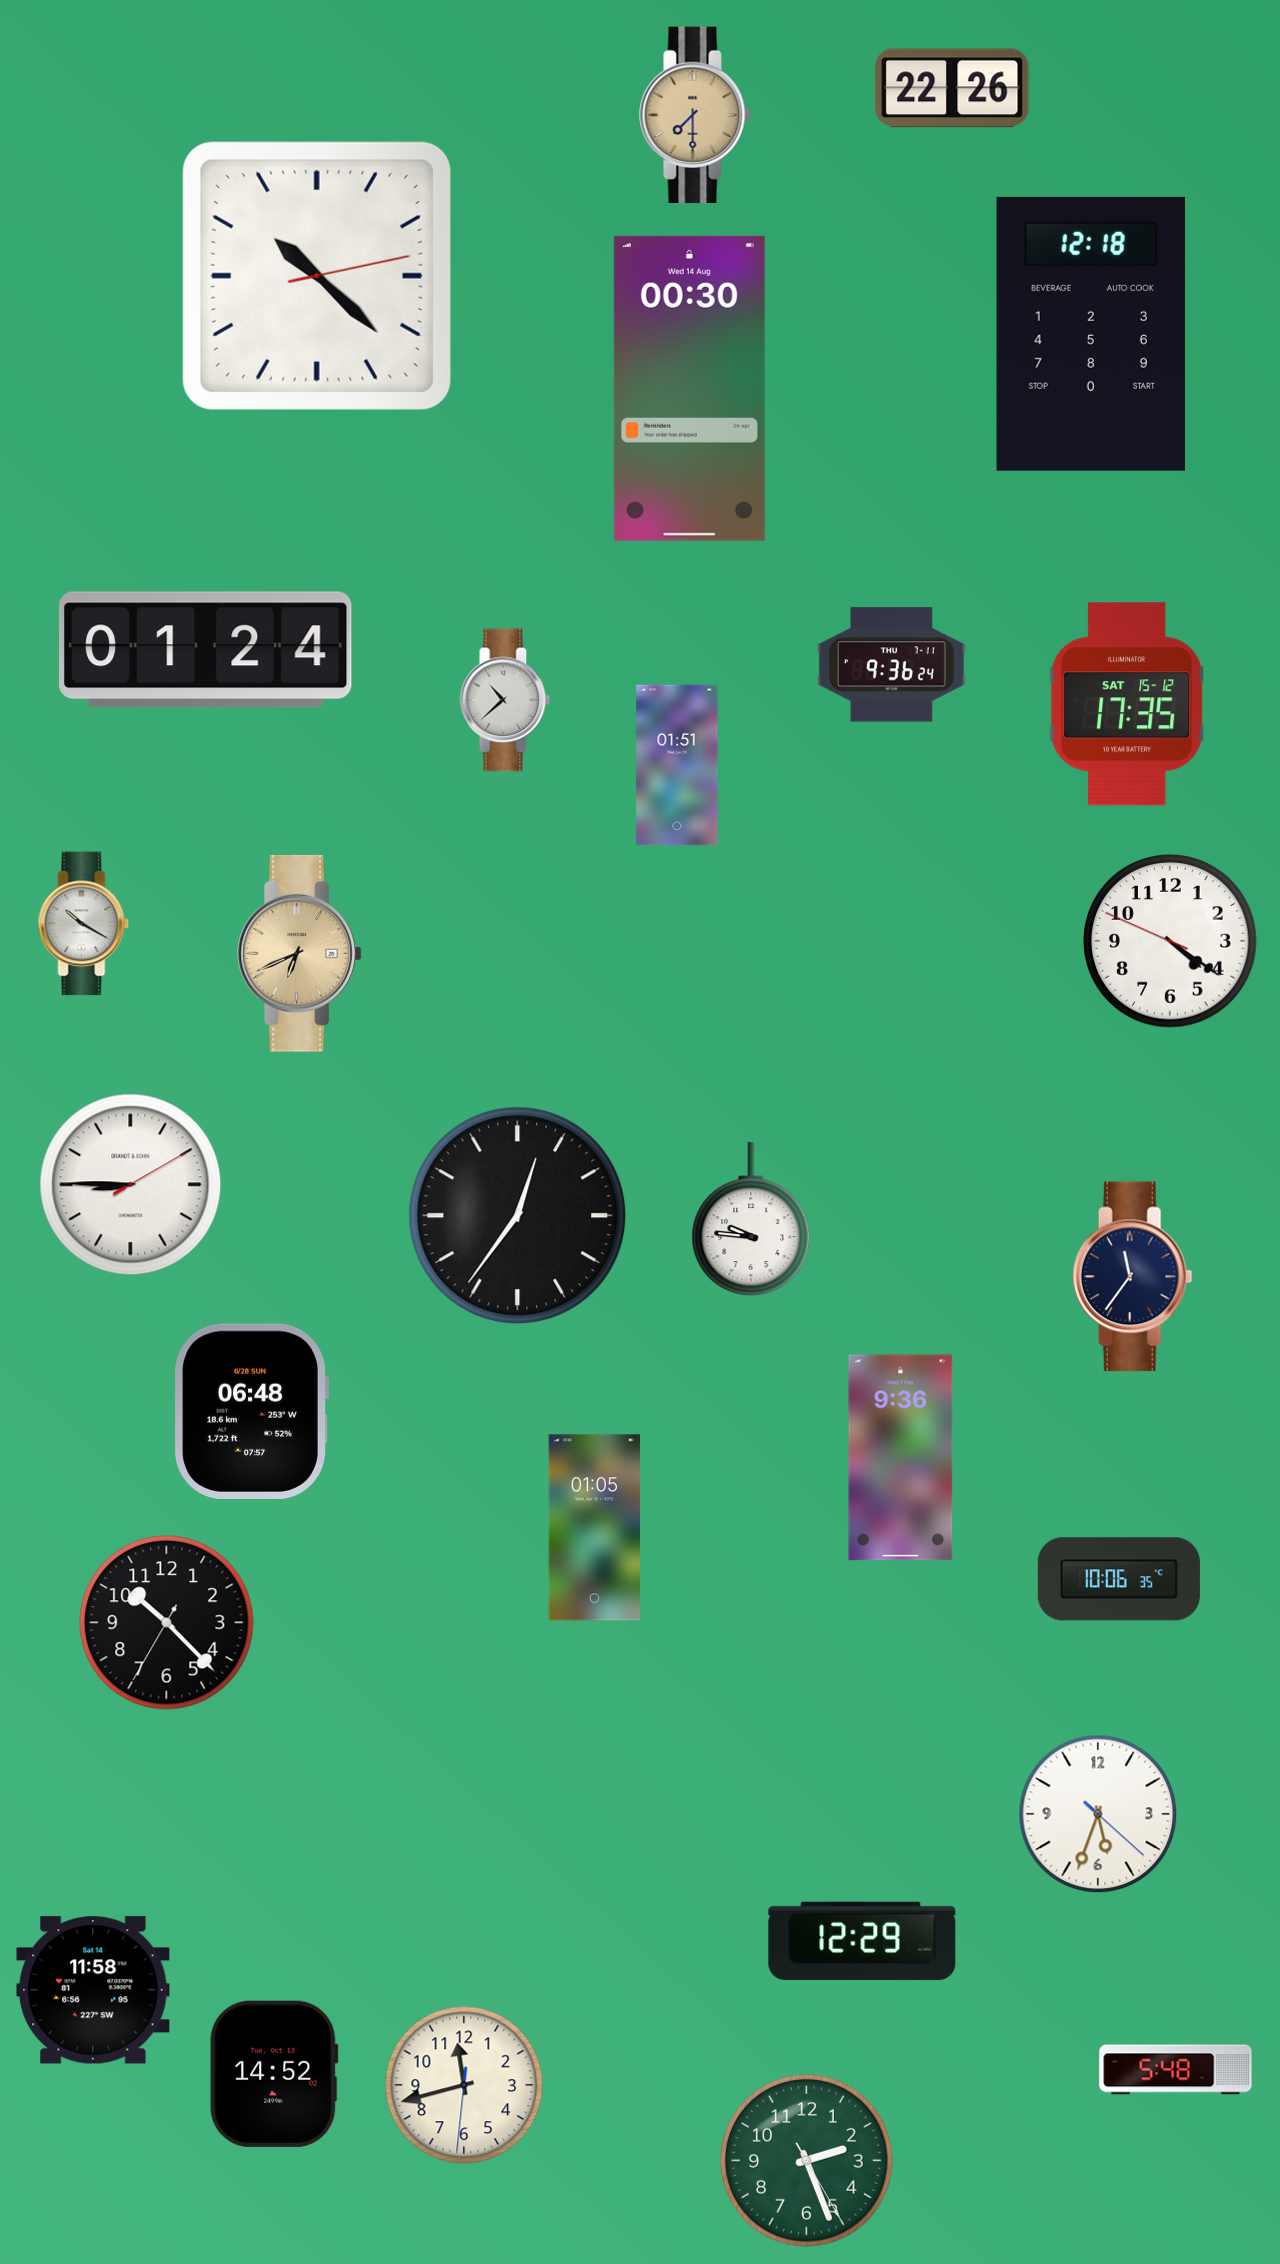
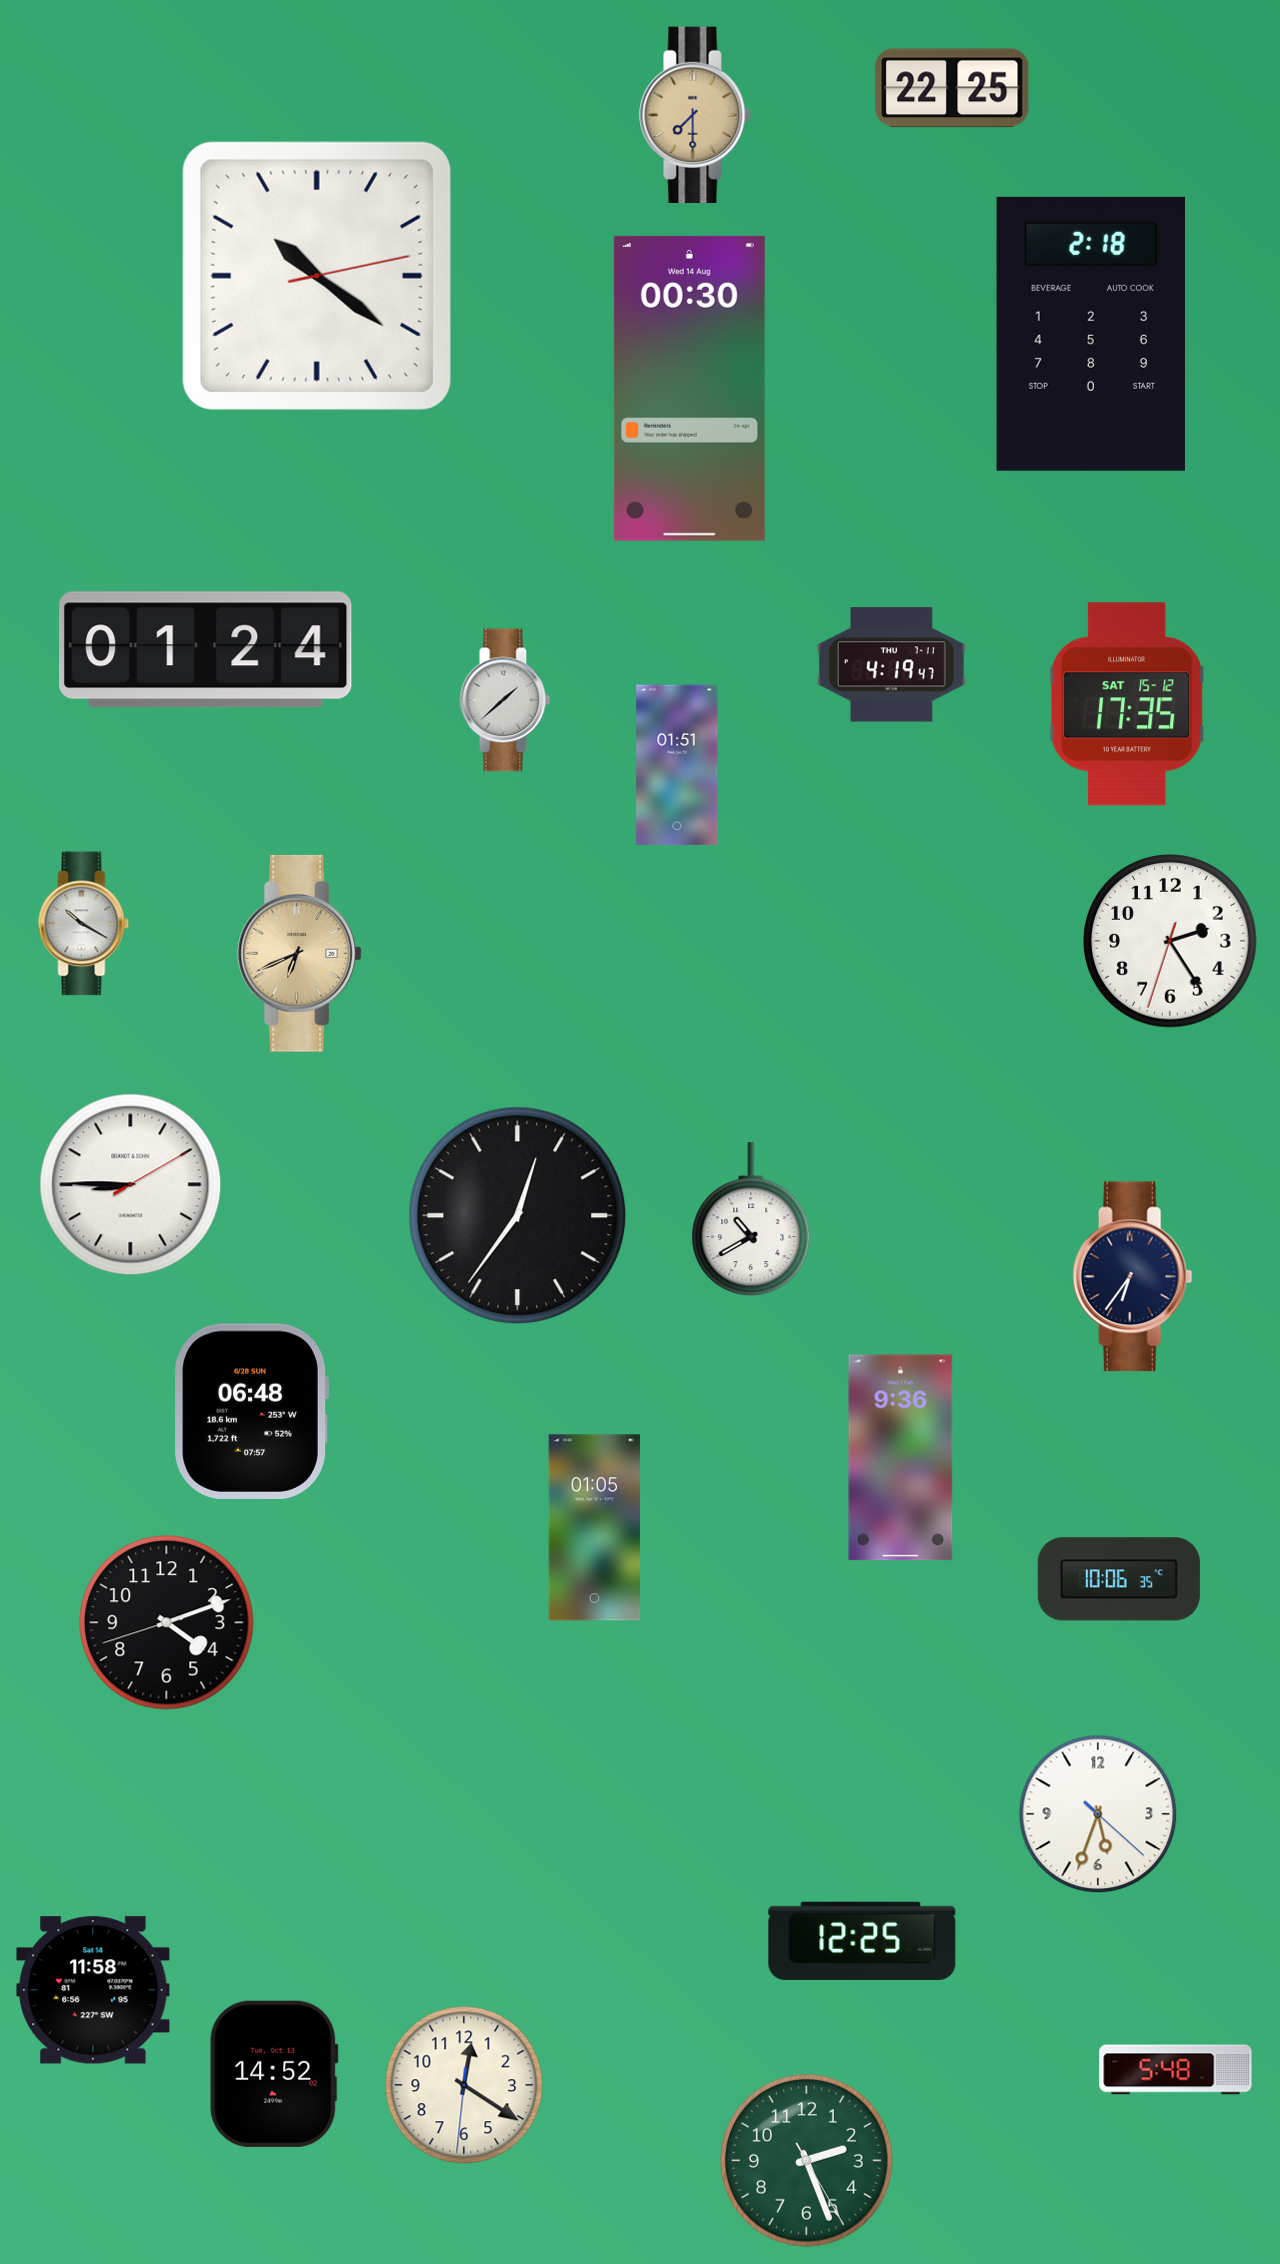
clock at (952, 88): 22:26 -> 22:25
clock at (317, 276): 10:22 -> 10:21
clock at (1091, 334): 12:18 -> 2:18
clock at (891, 665): 9:36 -> 4:19
clock at (505, 700): 10:38 -> 1:38
clock at (1170, 941): 4:20 -> 2:24
clock at (751, 1220): 9:46 -> 10:40
clock at (1132, 1277): 11:36 -> 6:36
clock at (167, 1623): 10:22 -> 4:11
clock at (862, 1941): 12:29 -> 12:25
clock at (464, 2085): 11:42 -> 12:20
